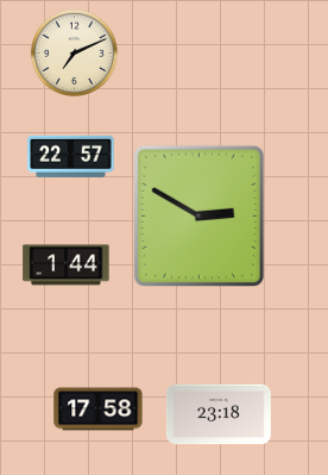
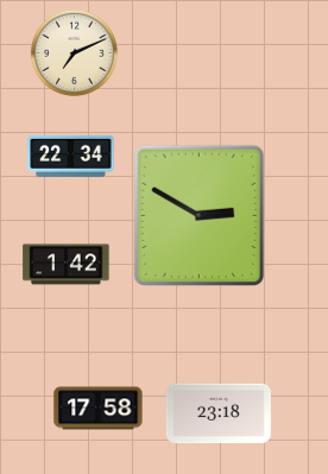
clock at (71, 156): 22:57 -> 22:34
clock at (67, 265): 1:44 -> 1:42
